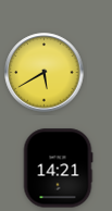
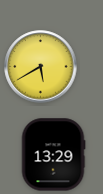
clock at (58, 169): 14:21 -> 13:29
